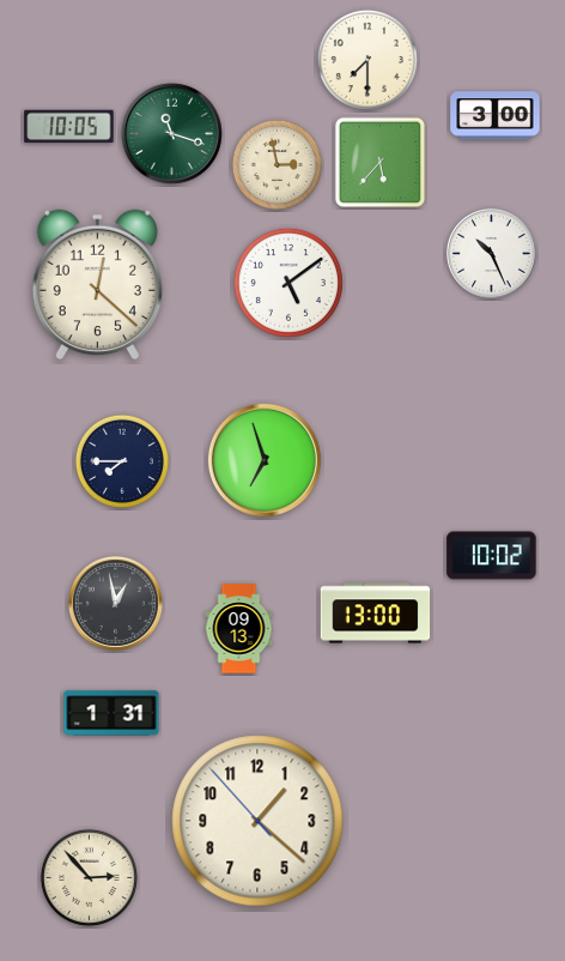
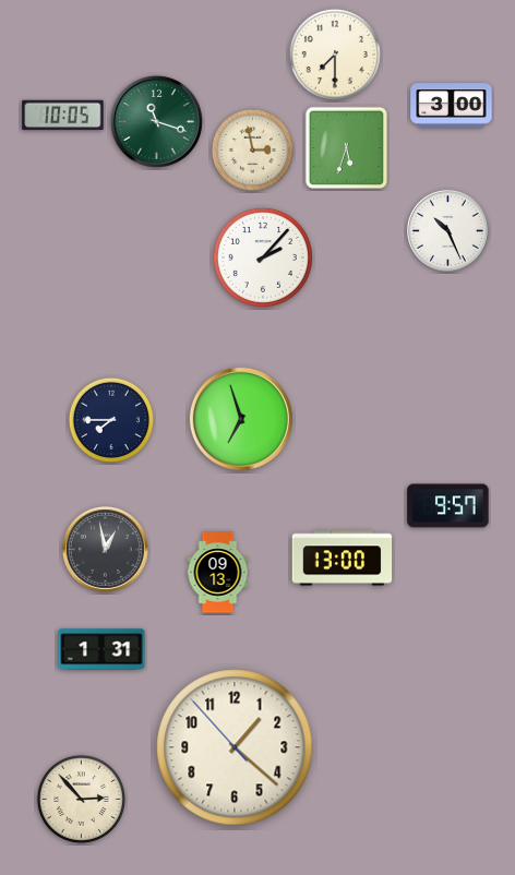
clock at (381, 163): 5:37 -> 5:33
clock at (288, 283): 5:09 -> 2:07
clock at (97, 285): 12:22 -> none
clock at (492, 556): 10:02 -> 9:57
